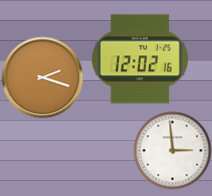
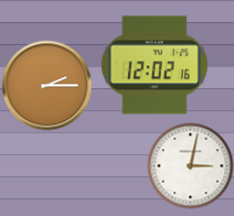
clock at (42, 77): 2:18 -> 2:15
clock at (172, 150): 2:59 -> 3:02
